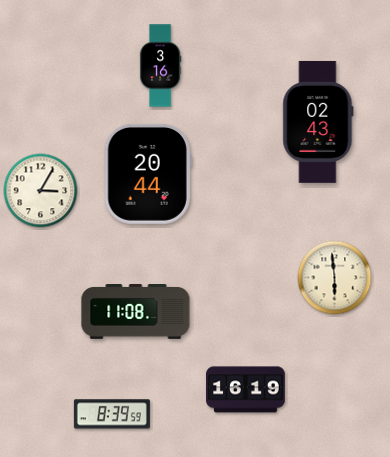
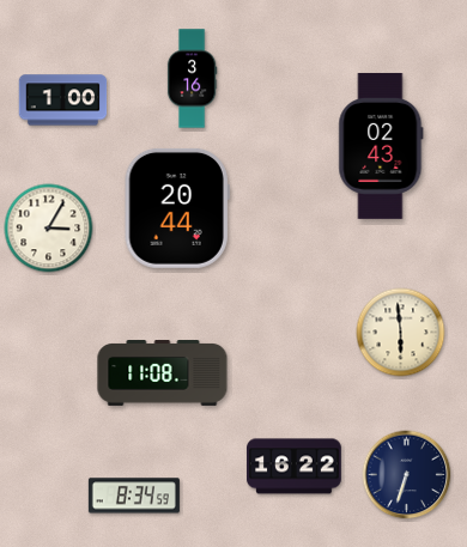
clock at (63, 101): none -> 1:00
clock at (246, 390): 16:19 -> 16:22
clock at (407, 475): none -> 6:33
clock at (112, 414): 8:39 -> 8:34
